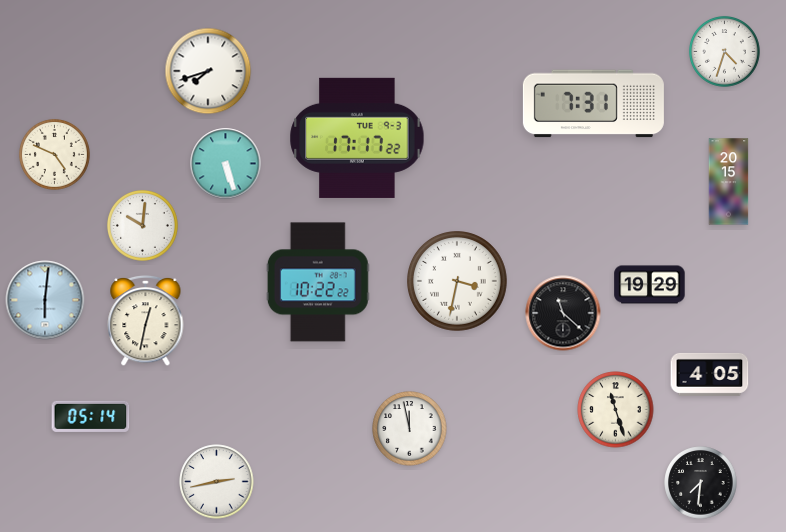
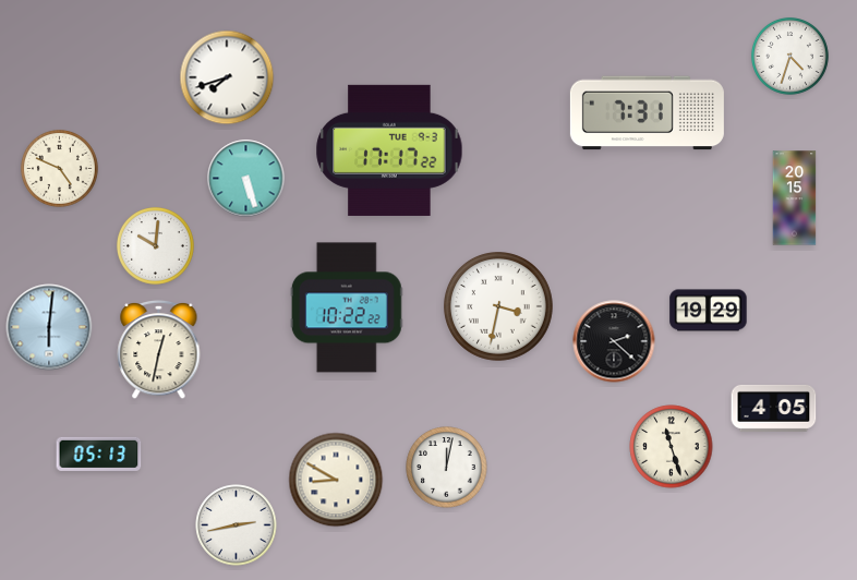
clock at (563, 313): 11:22 -> 2:22
clock at (91, 416): 05:14 -> 05:13
clock at (410, 429): 11:58 -> 12:02
clock at (336, 480): none -> 8:50
clock at (701, 483): 7:31 -> none
